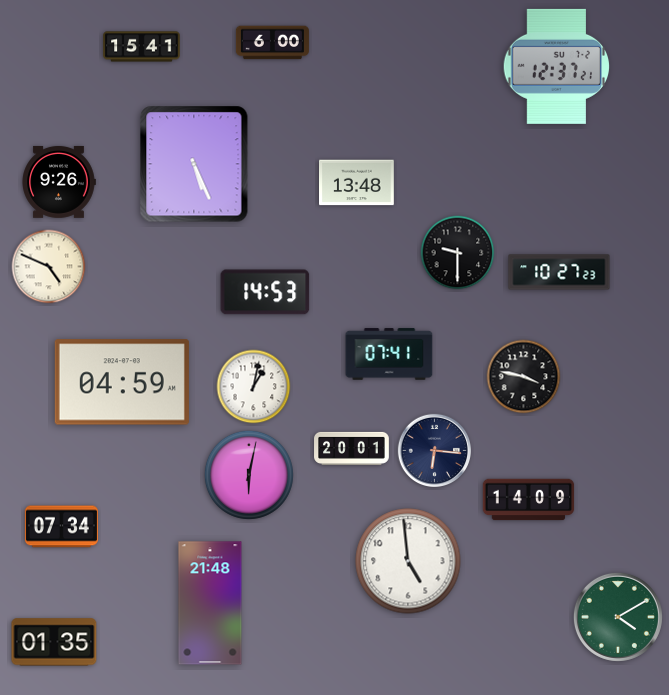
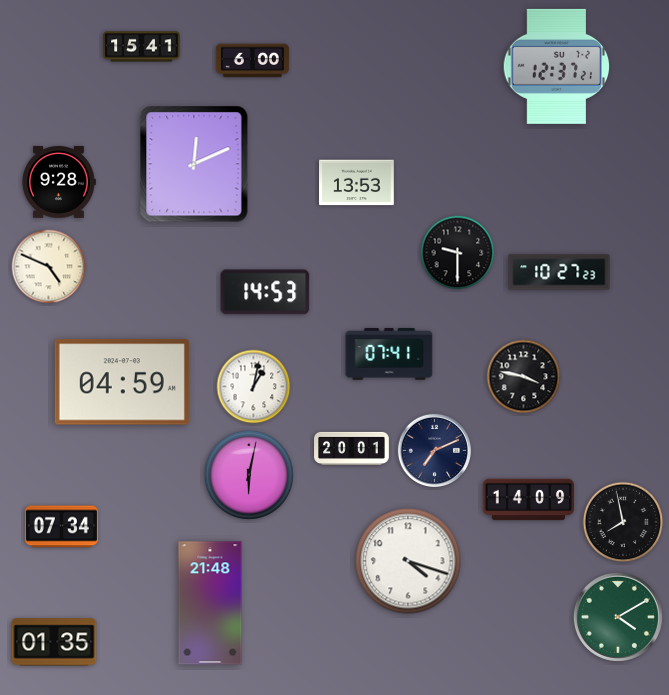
clock at (272, 43) position: (272, 43) -> (252, 61)
clock at (194, 164): 5:26 -> 12:11
clock at (59, 182): 9:26 -> 9:28
clock at (357, 183): 13:48 -> 13:53
clock at (434, 450): 6:16 -> 7:11
clock at (623, 522): none -> 7:58
clock at (408, 561): 4:59 -> 4:18
